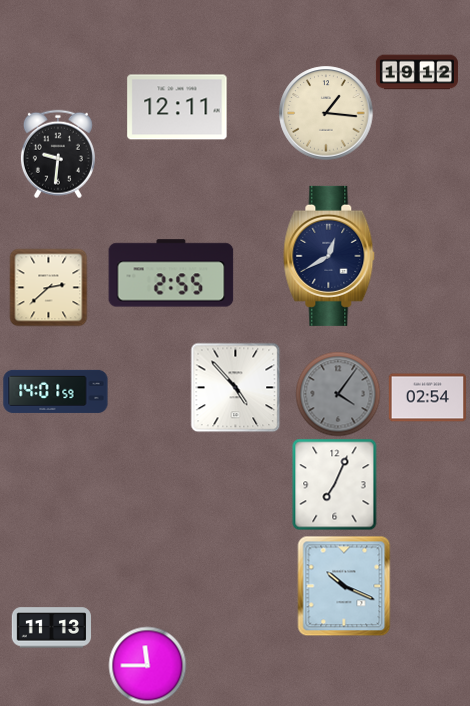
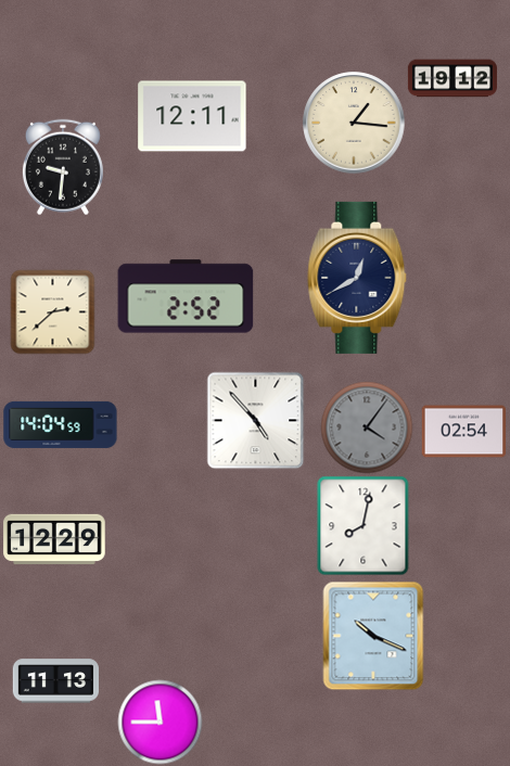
clock at (171, 273): 2:55 -> 2:52
clock at (56, 391): 14:01 -> 14:04
clock at (335, 484): 7:04 -> 8:02
clock at (54, 539): none -> 12:29
